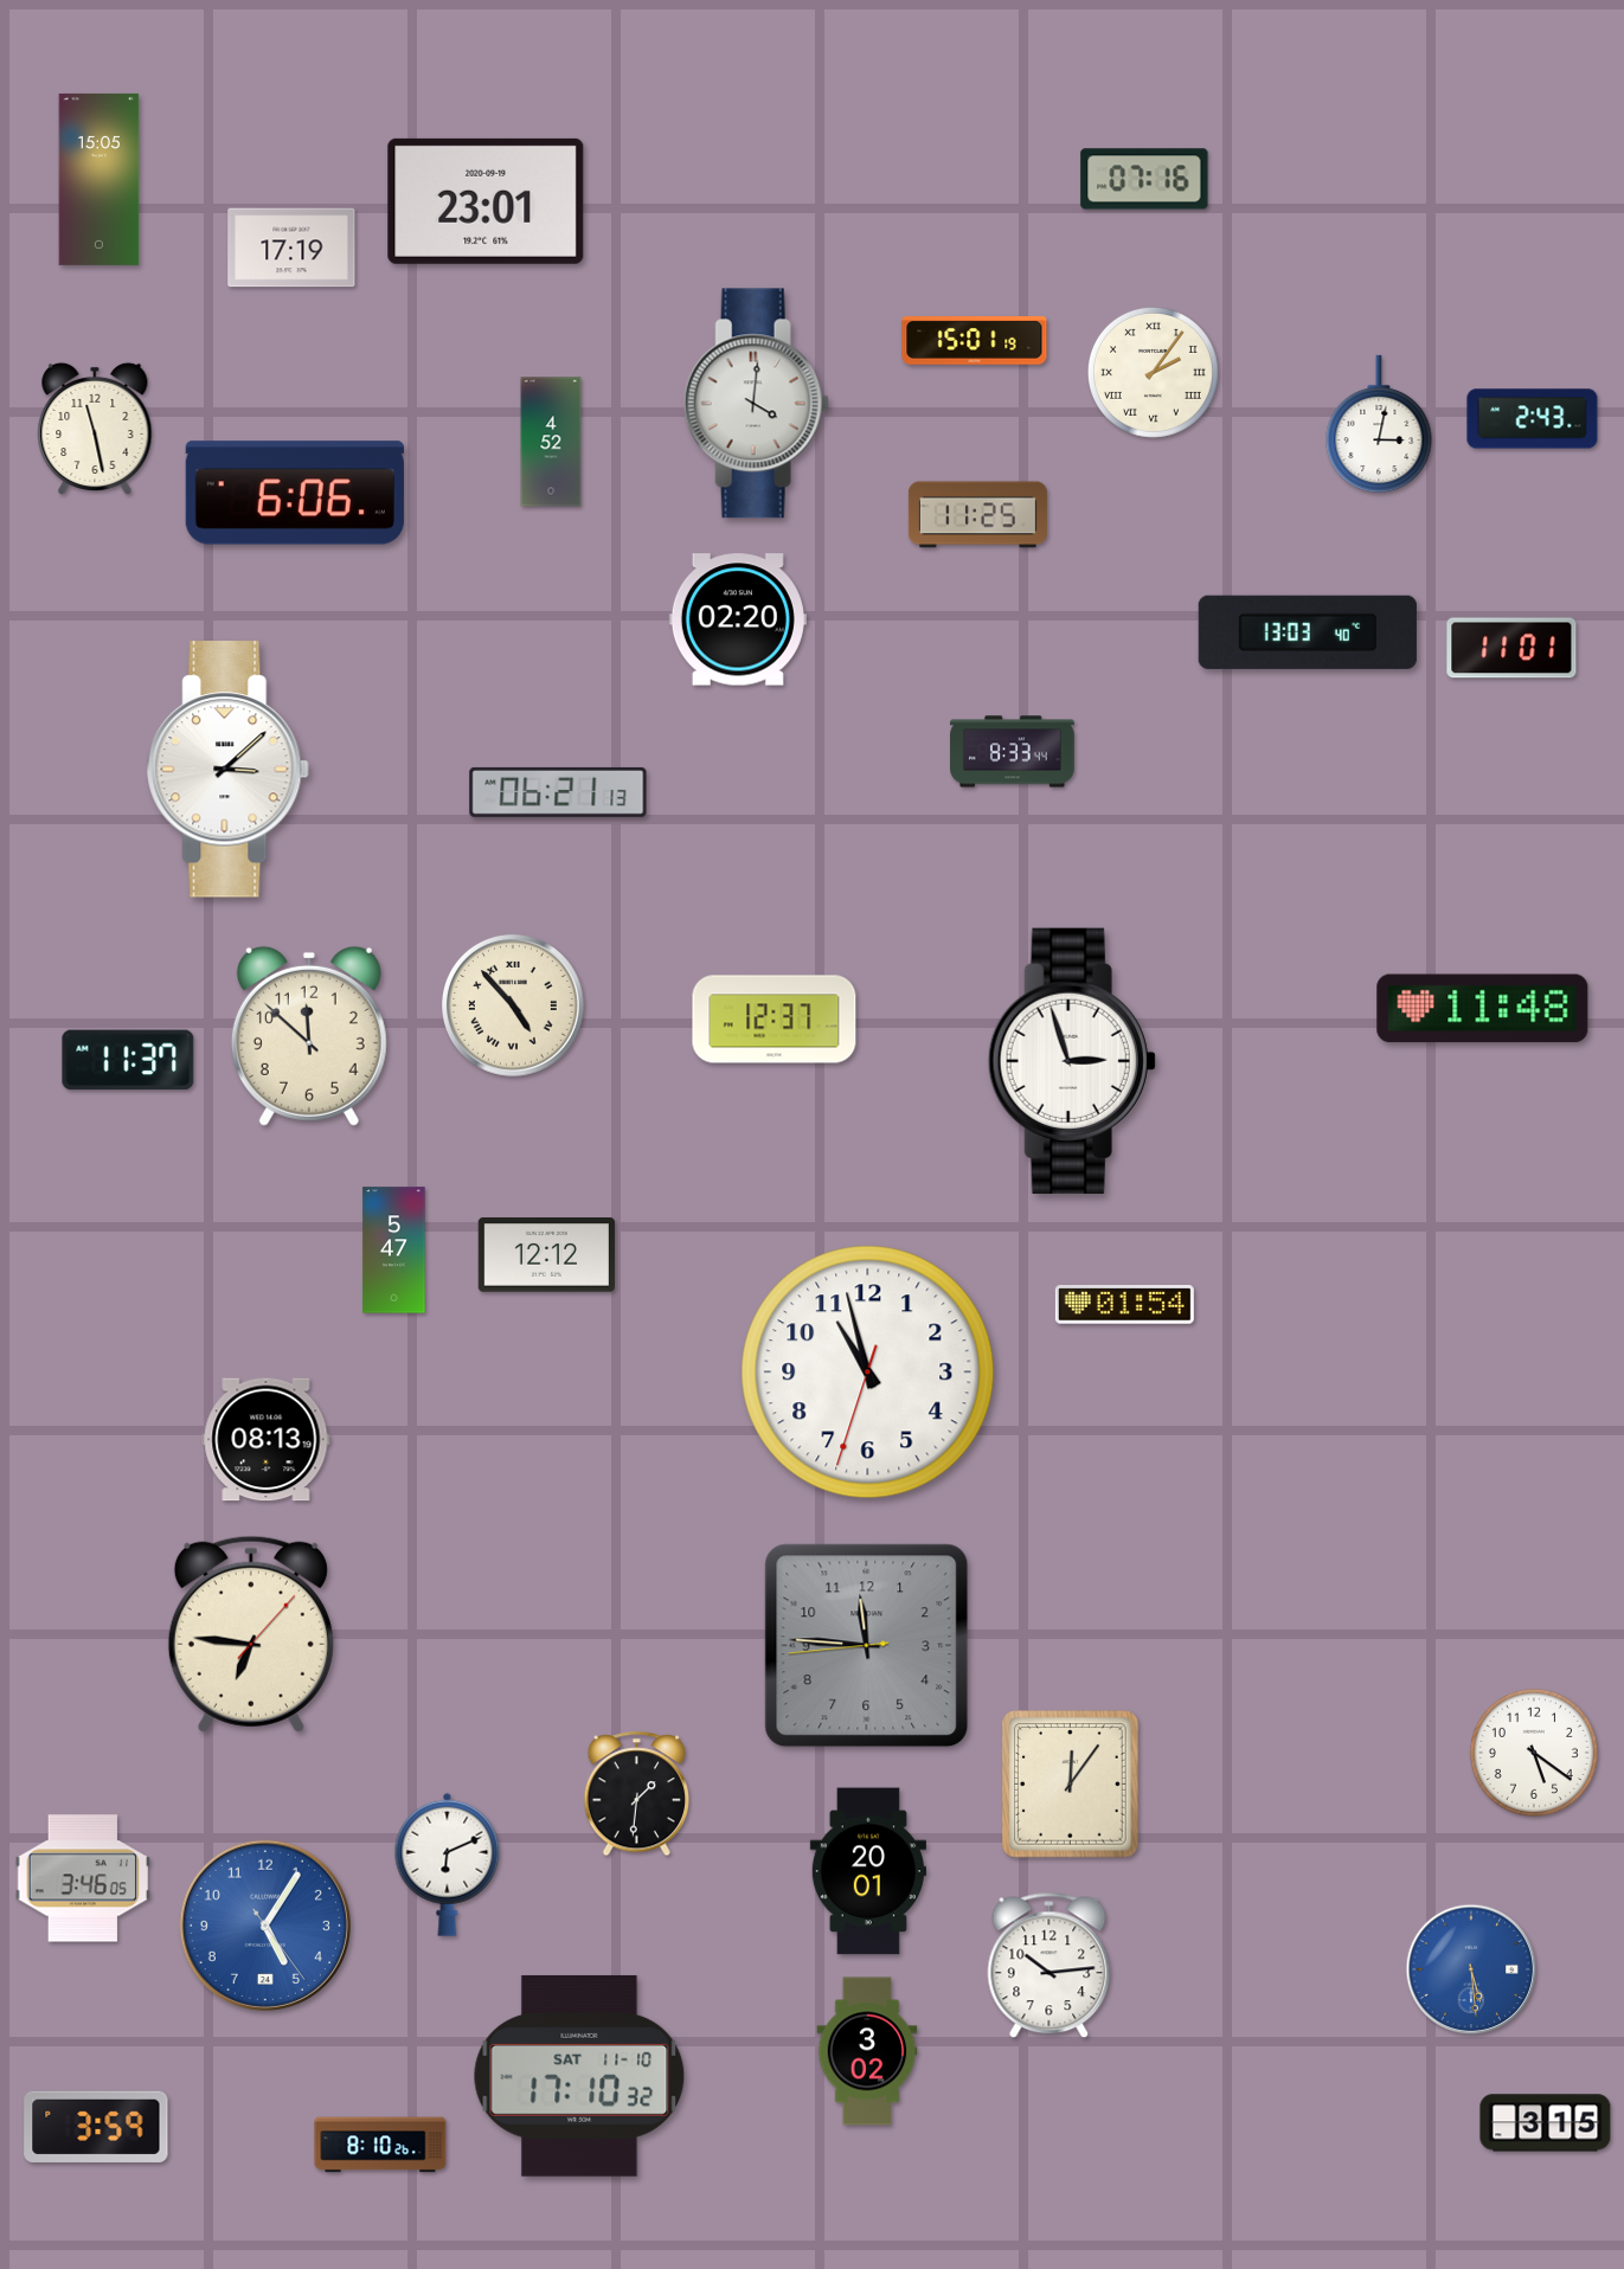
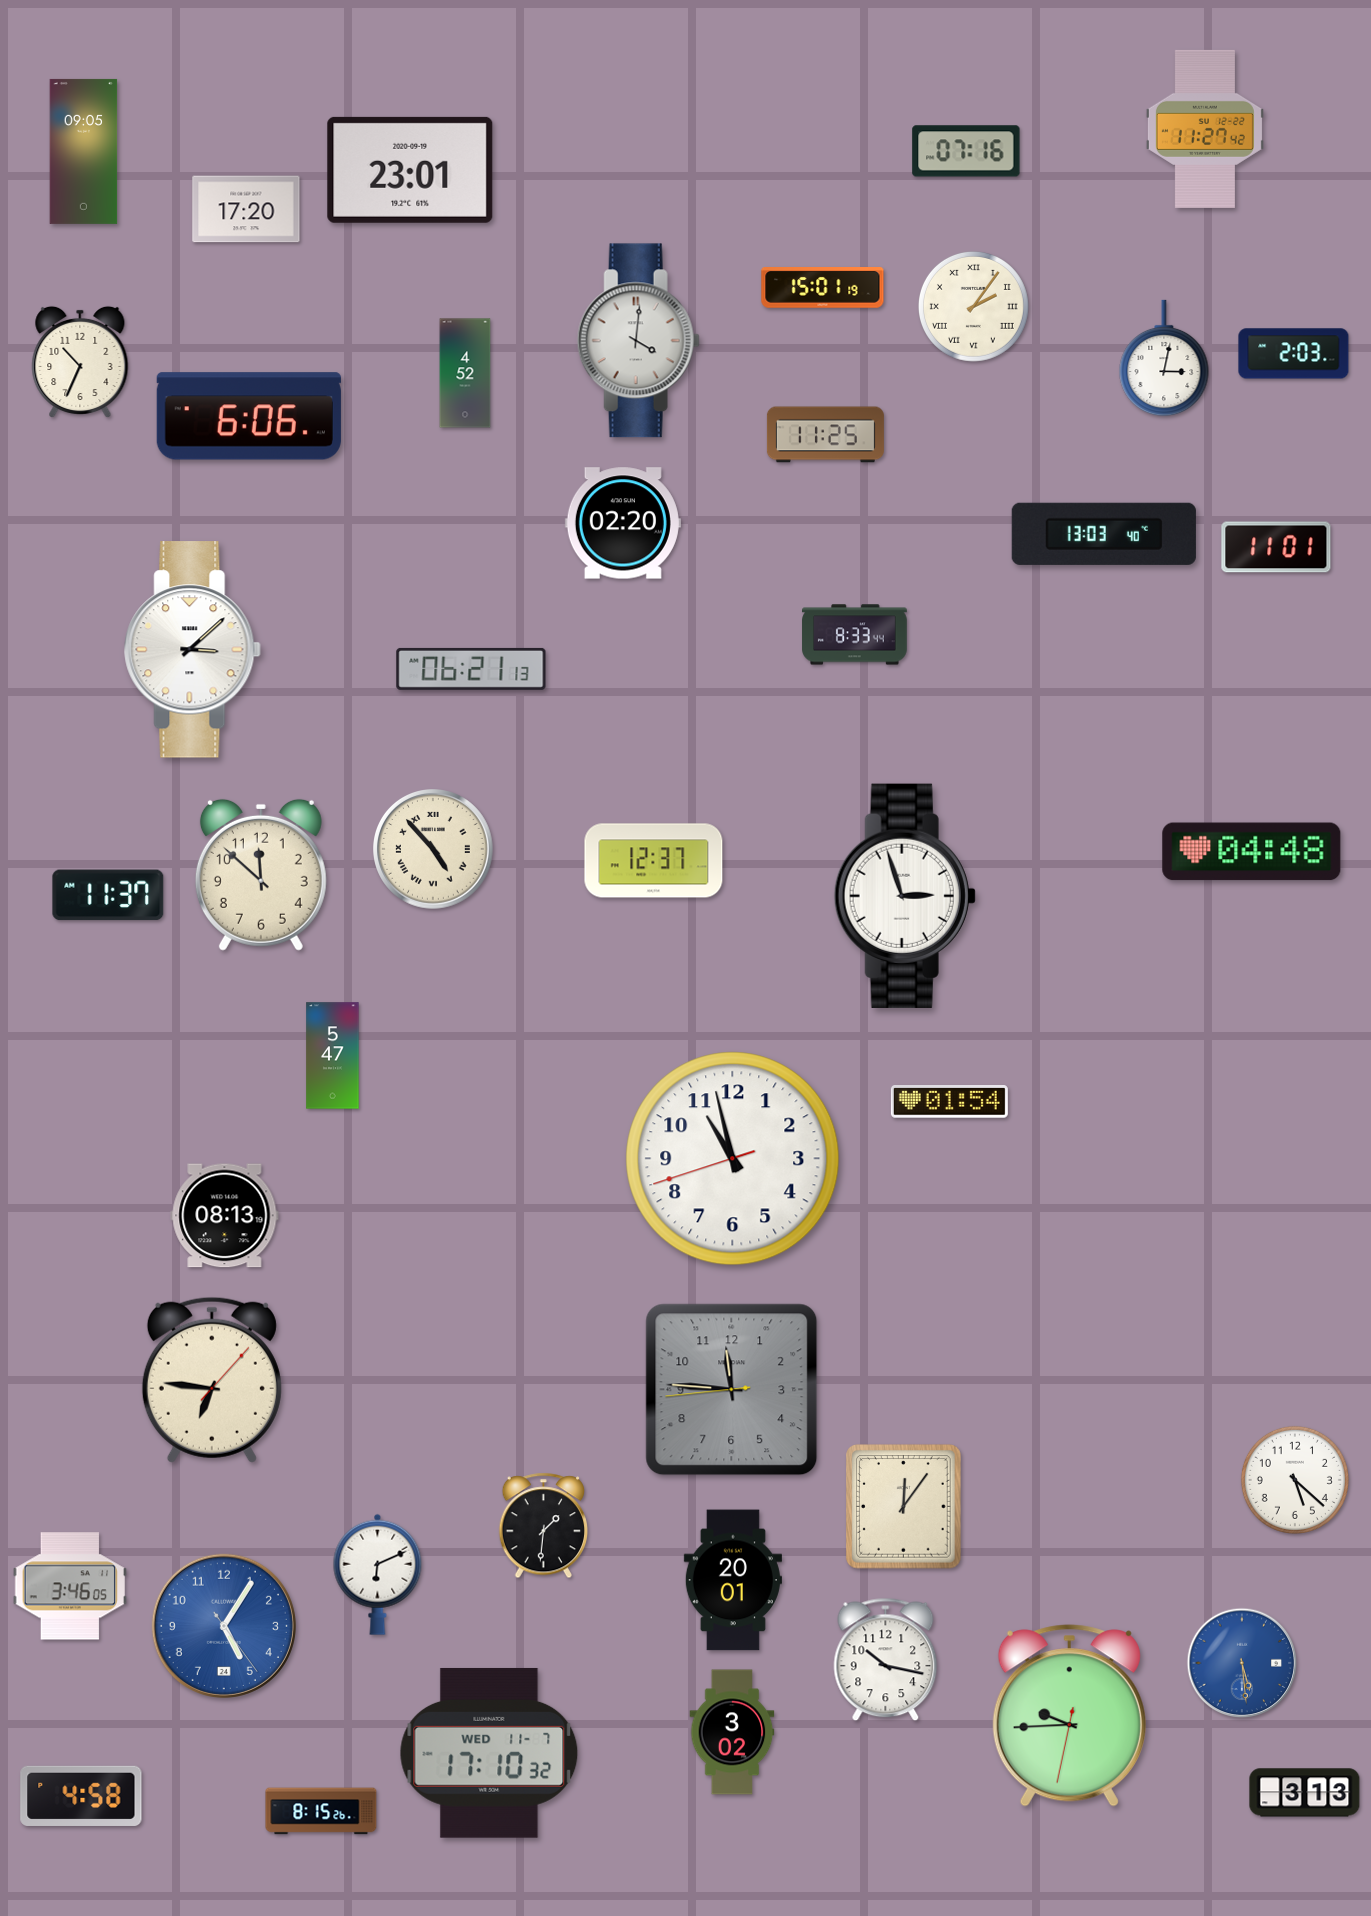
clock at (1205, 129): none -> 11:27
clock at (100, 179): 15:05 -> 09:05
clock at (291, 248): 17:19 -> 17:20
clock at (1153, 372) position: (1153, 372) -> (973, 306)
clock at (1533, 419): 2:43 -> 2:03
clock at (95, 429): 11:28 -> 10:34
clock at (1483, 1009): 11:48 -> 04:48
clock at (546, 1255): 12:12 -> none
clock at (868, 1373): 10:57:33 -> 10:57:42
clock at (1534, 1753): 5:21 -> 5:22
clock at (636, 1794) position: (636, 1794) -> (543, 1526)
clock at (1049, 1966): 10:14 -> 10:17
clock at (1069, 1716): none -> 9:44
clock at (579, 2076) date: SAT 11-10 -> WED 11-7
clock at (1546, 2123): 3:15 -> 3:13
clock at (96, 2127): 3:59 -> 4:58
clock at (380, 2145): 8:10 -> 8:15
